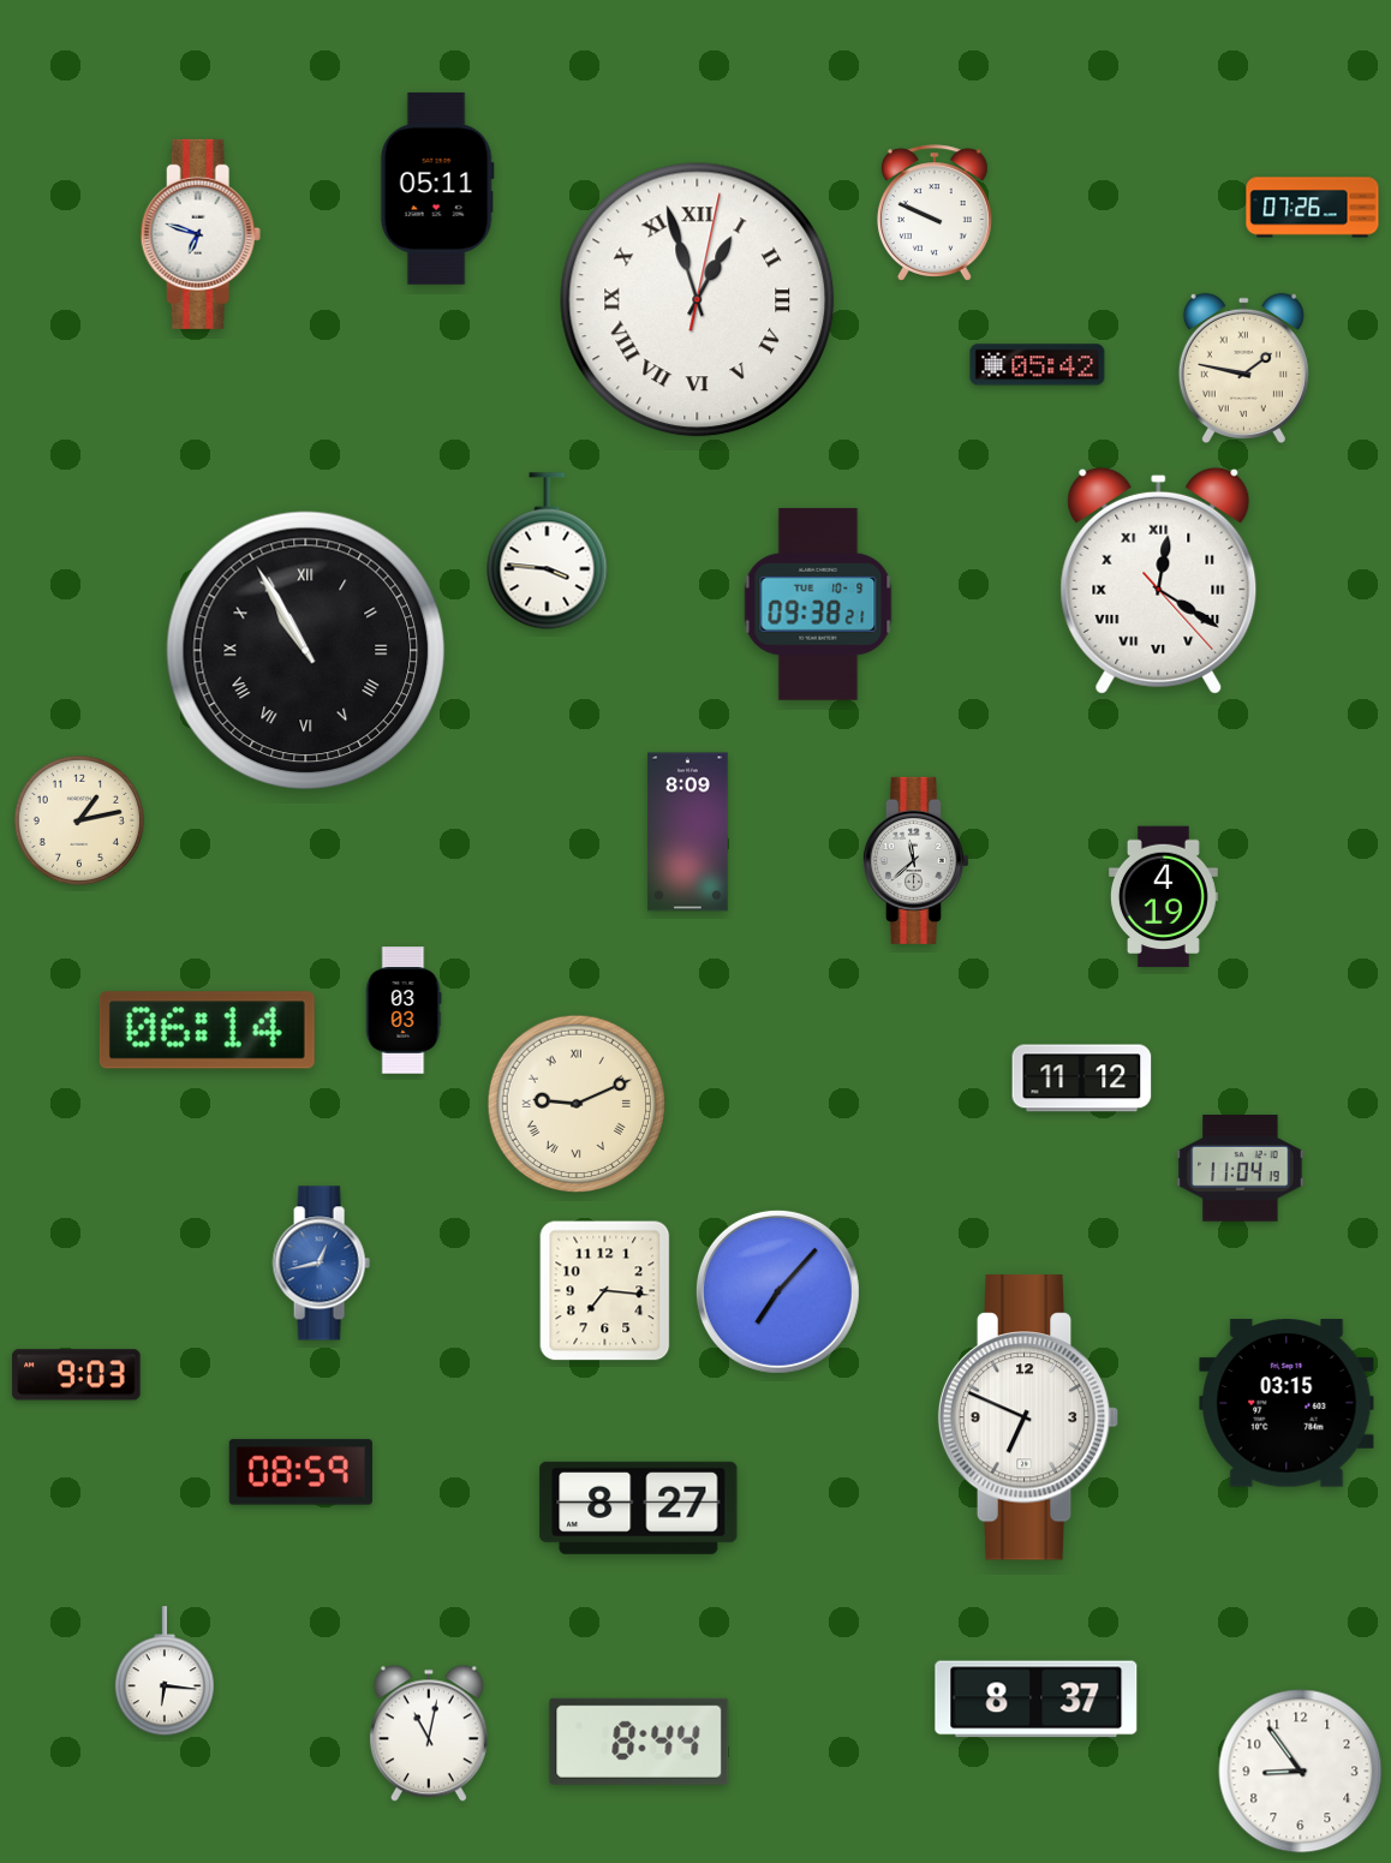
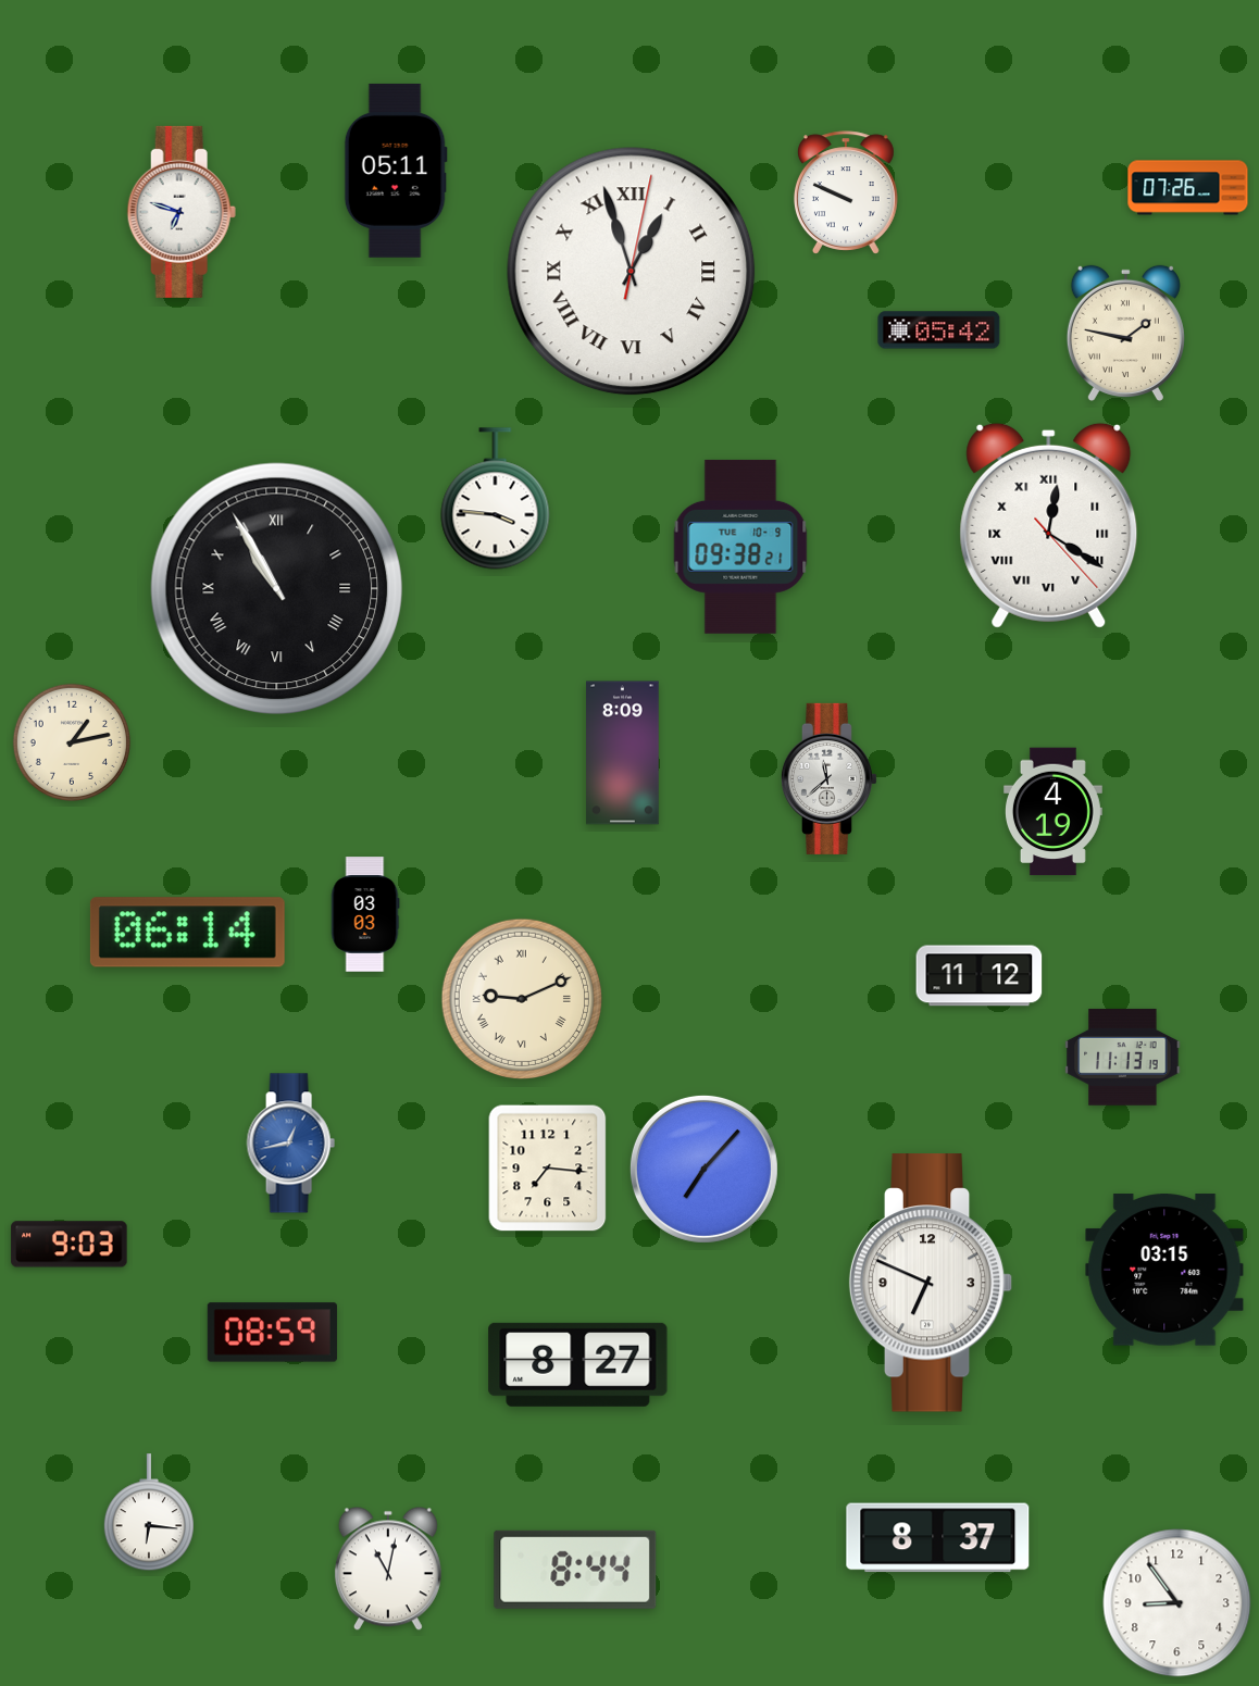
clock at (1241, 1169): 11:04 -> 11:13
clock at (639, 1742) position: (639, 1742) -> (575, 1570)
